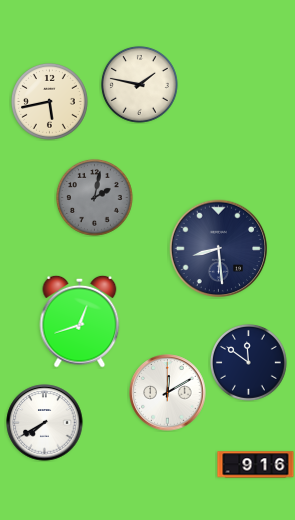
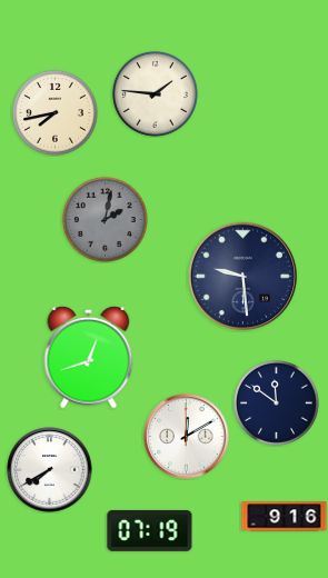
clock at (140, 85): 1:47 -> 1:46
clock at (50, 102): 5:43 -> 7:43
clock at (219, 249): 8:29 -> 9:29
clock at (150, 530): none -> 07:19
